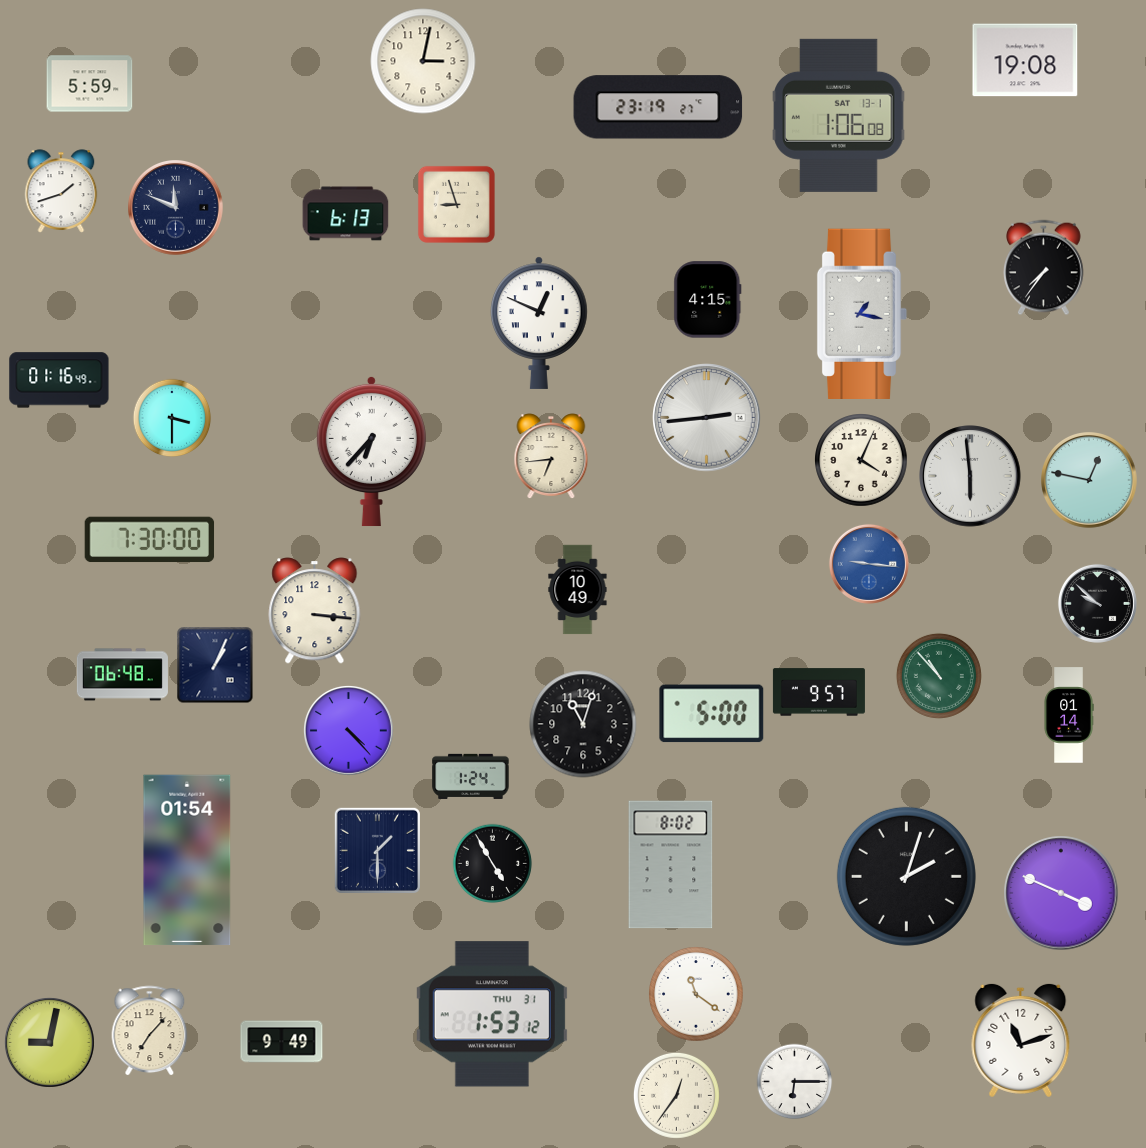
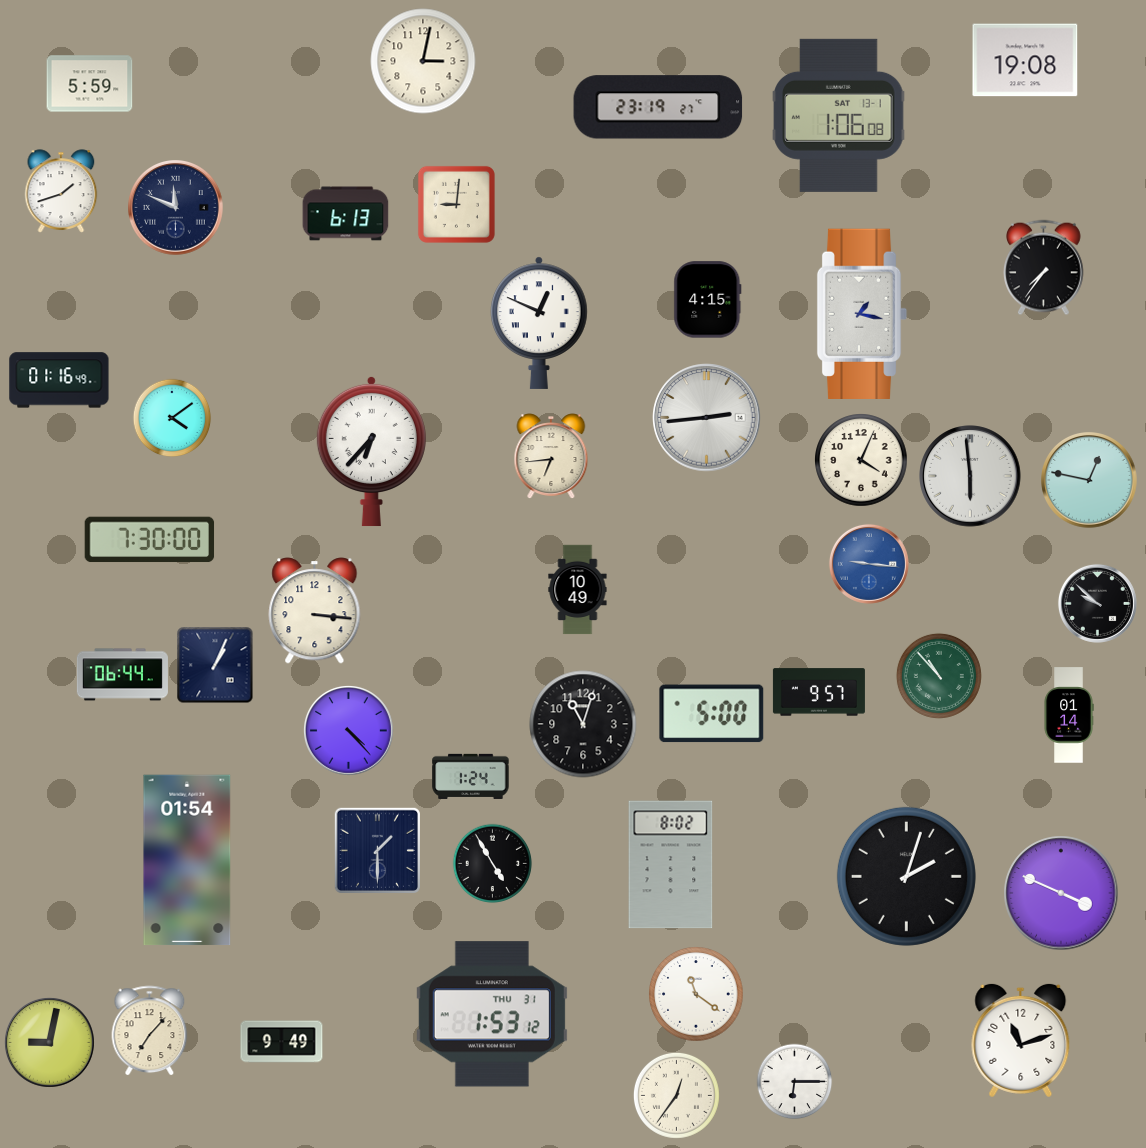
clock at (456, 204): 8:57 -> 9:01
clock at (172, 418): 3:30 -> 4:09
clock at (122, 675): 06:48 -> 06:44
